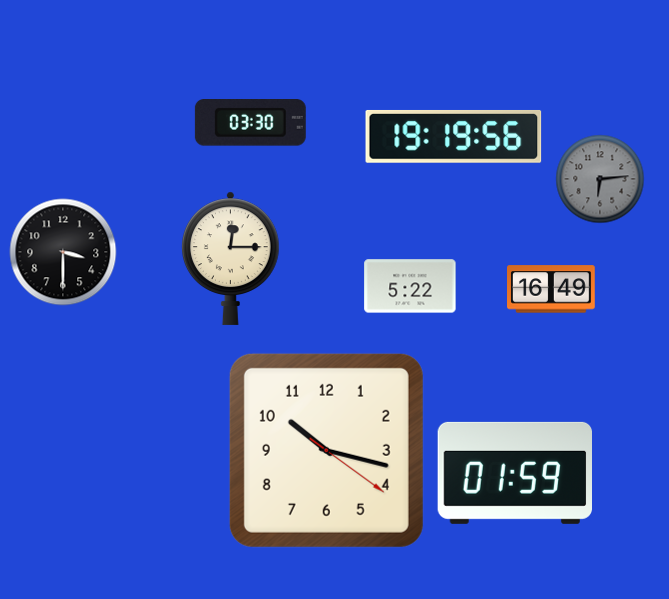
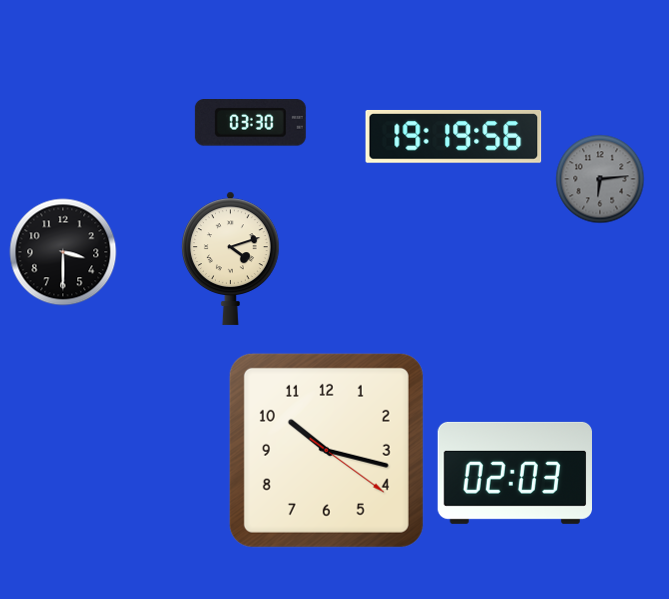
clock at (231, 258): 12:15 -> 4:12
clock at (410, 286): 5:22 -> none
clock at (552, 289): 16:49 -> none
clock at (514, 473): 01:59 -> 02:03
